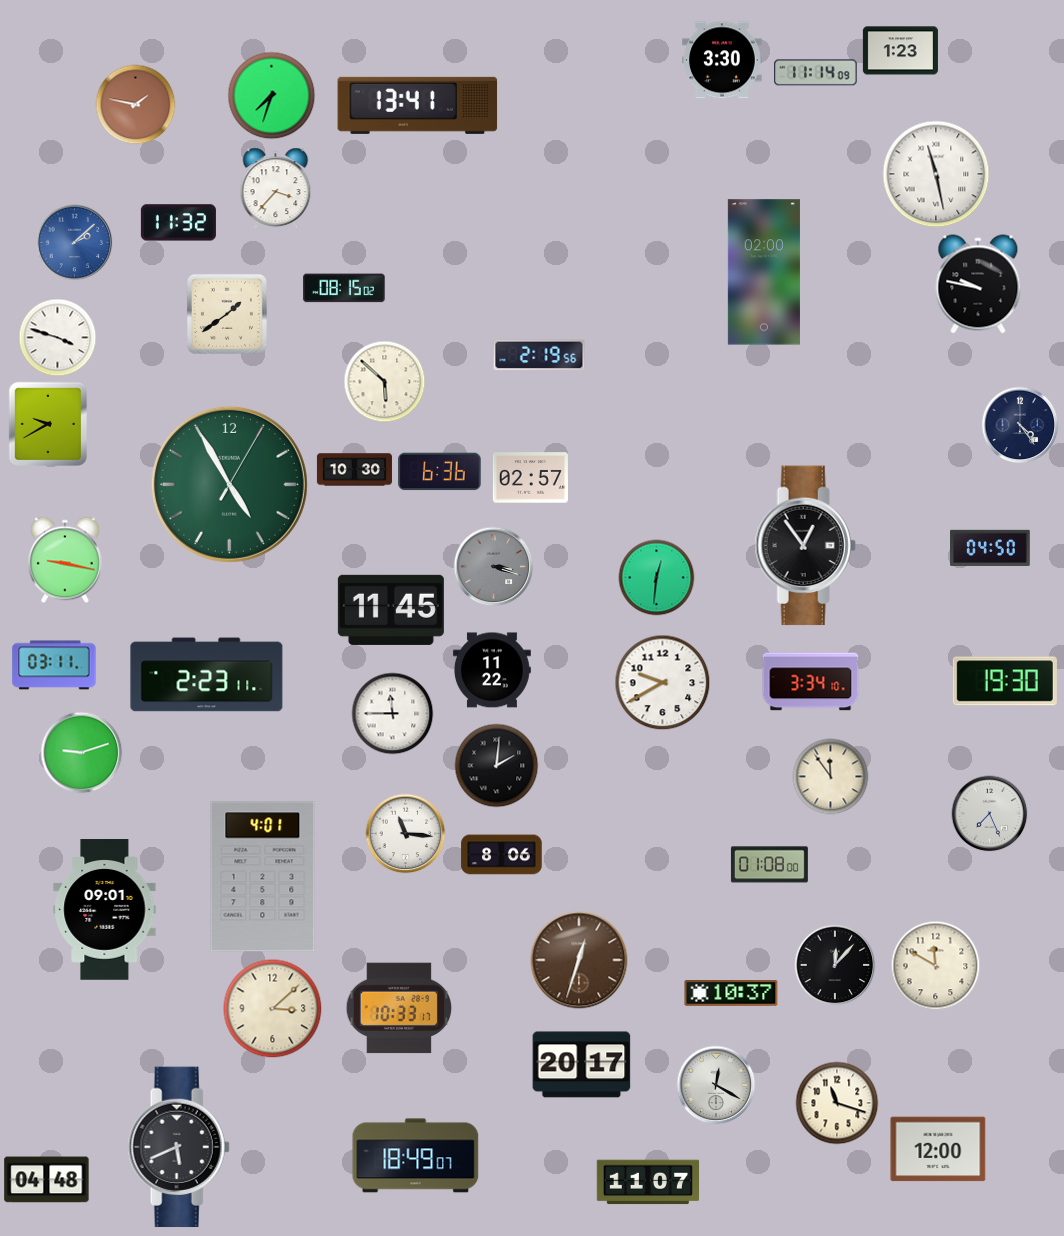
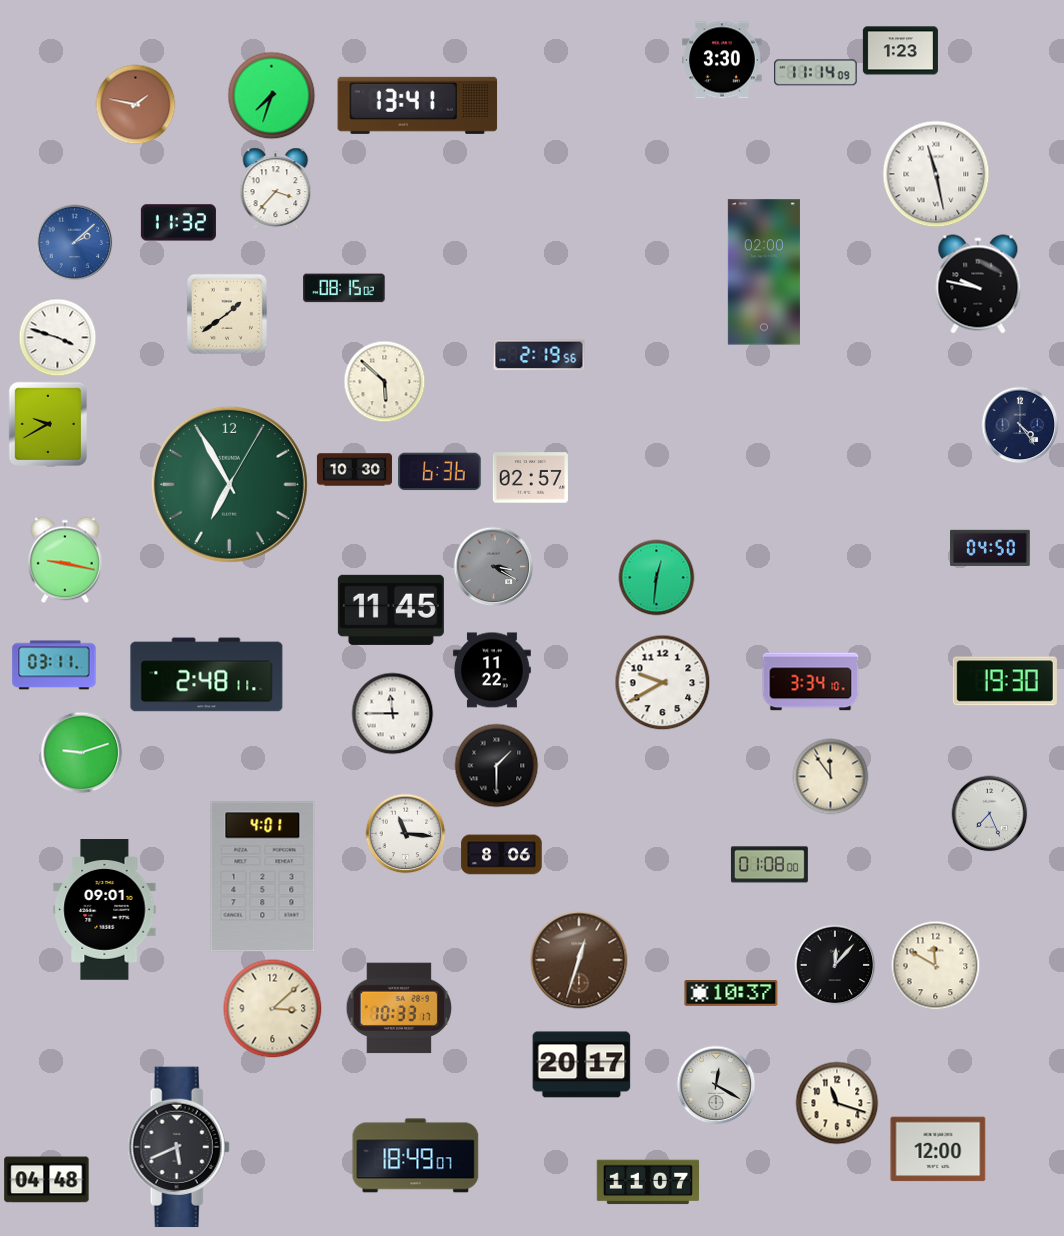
clock at (229, 484): 4:55 -> 6:55
clock at (805, 546): 12:54 -> none
clock at (494, 567): 3:18 -> 3:20
clock at (207, 675): 2:23 -> 2:48
clock at (497, 766): 2:01 -> 1:30
